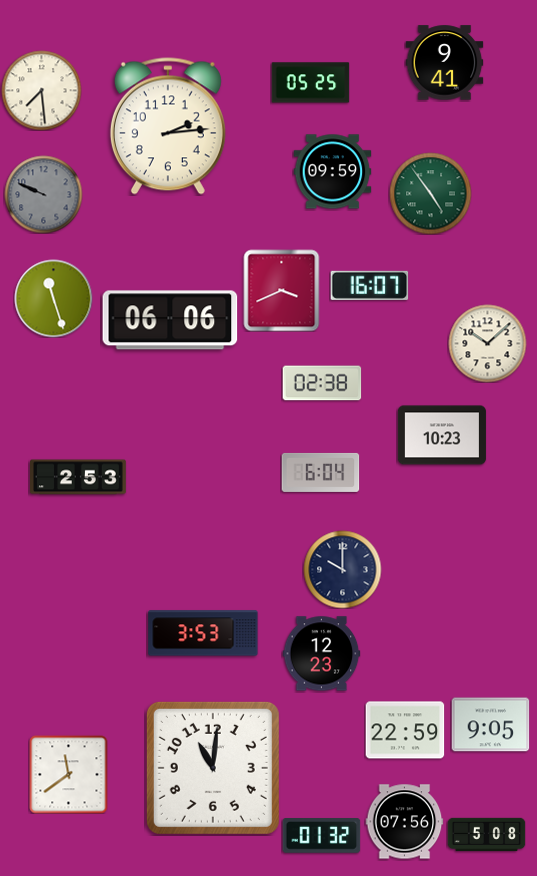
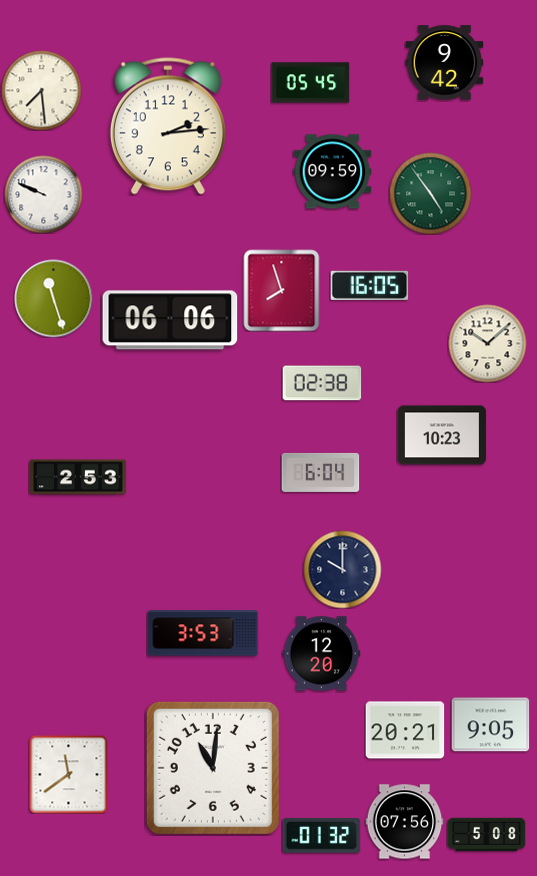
clock at (444, 63): 9:41 -> 9:42
clock at (310, 83): 05:25 -> 05:45
clock at (43, 194) dial: grey -> white
clock at (369, 285): 16:07 -> 16:05
clock at (282, 290): 3:41 -> 7:57
clock at (321, 654): 12:23 -> 12:20
clock at (405, 730): 22:59 -> 20:21
